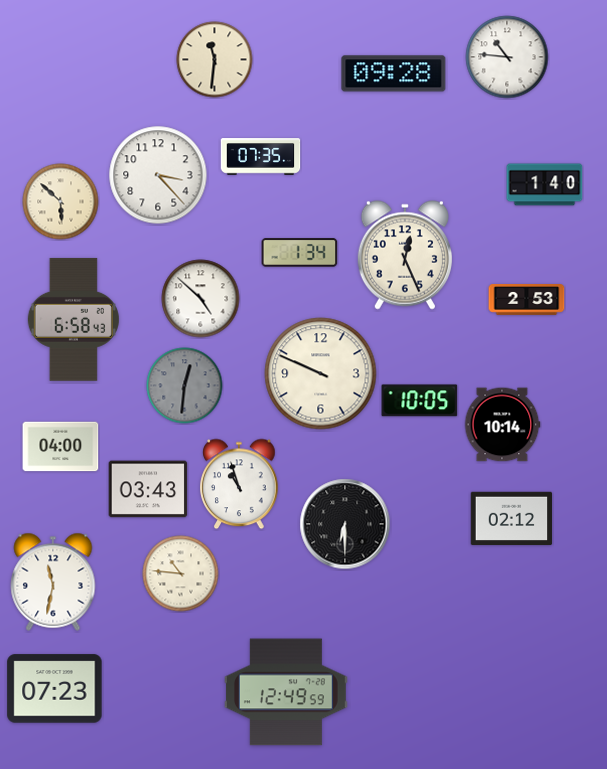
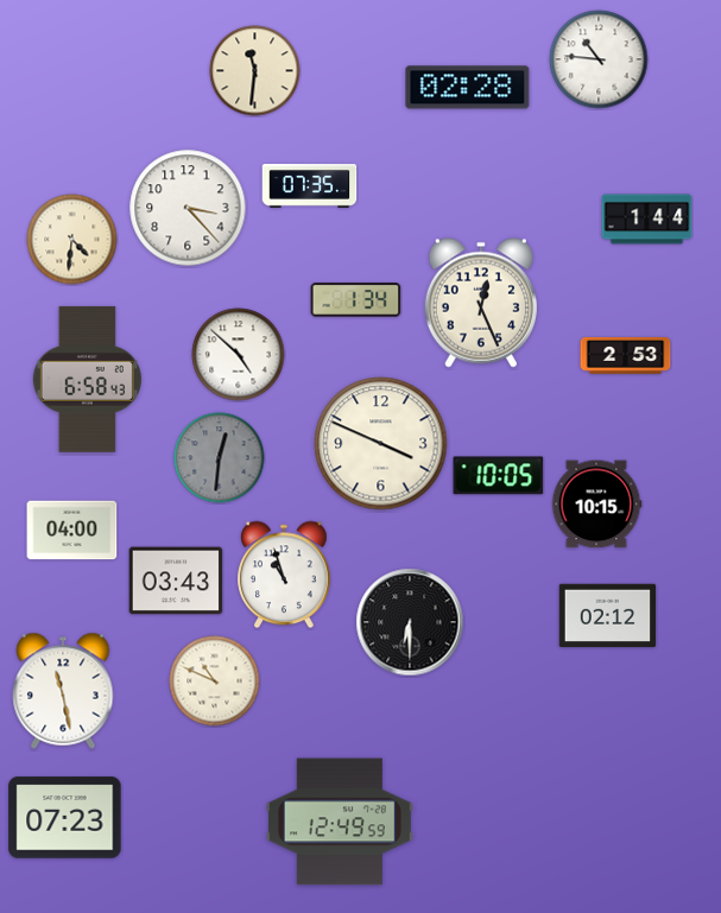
clock at (507, 57) position: (507, 57) -> (599, 59)
clock at (394, 74): 09:28 -> 02:28
clock at (545, 185): 1:40 -> 1:44
clock at (61, 202): 5:52 -> 4:31
clock at (321, 374): 9:49 -> 3:49
clock at (502, 425): 10:14 -> 10:15
clock at (181, 574): 10:46 -> 10:49
clock at (53, 582): 11:32 -> 11:28
